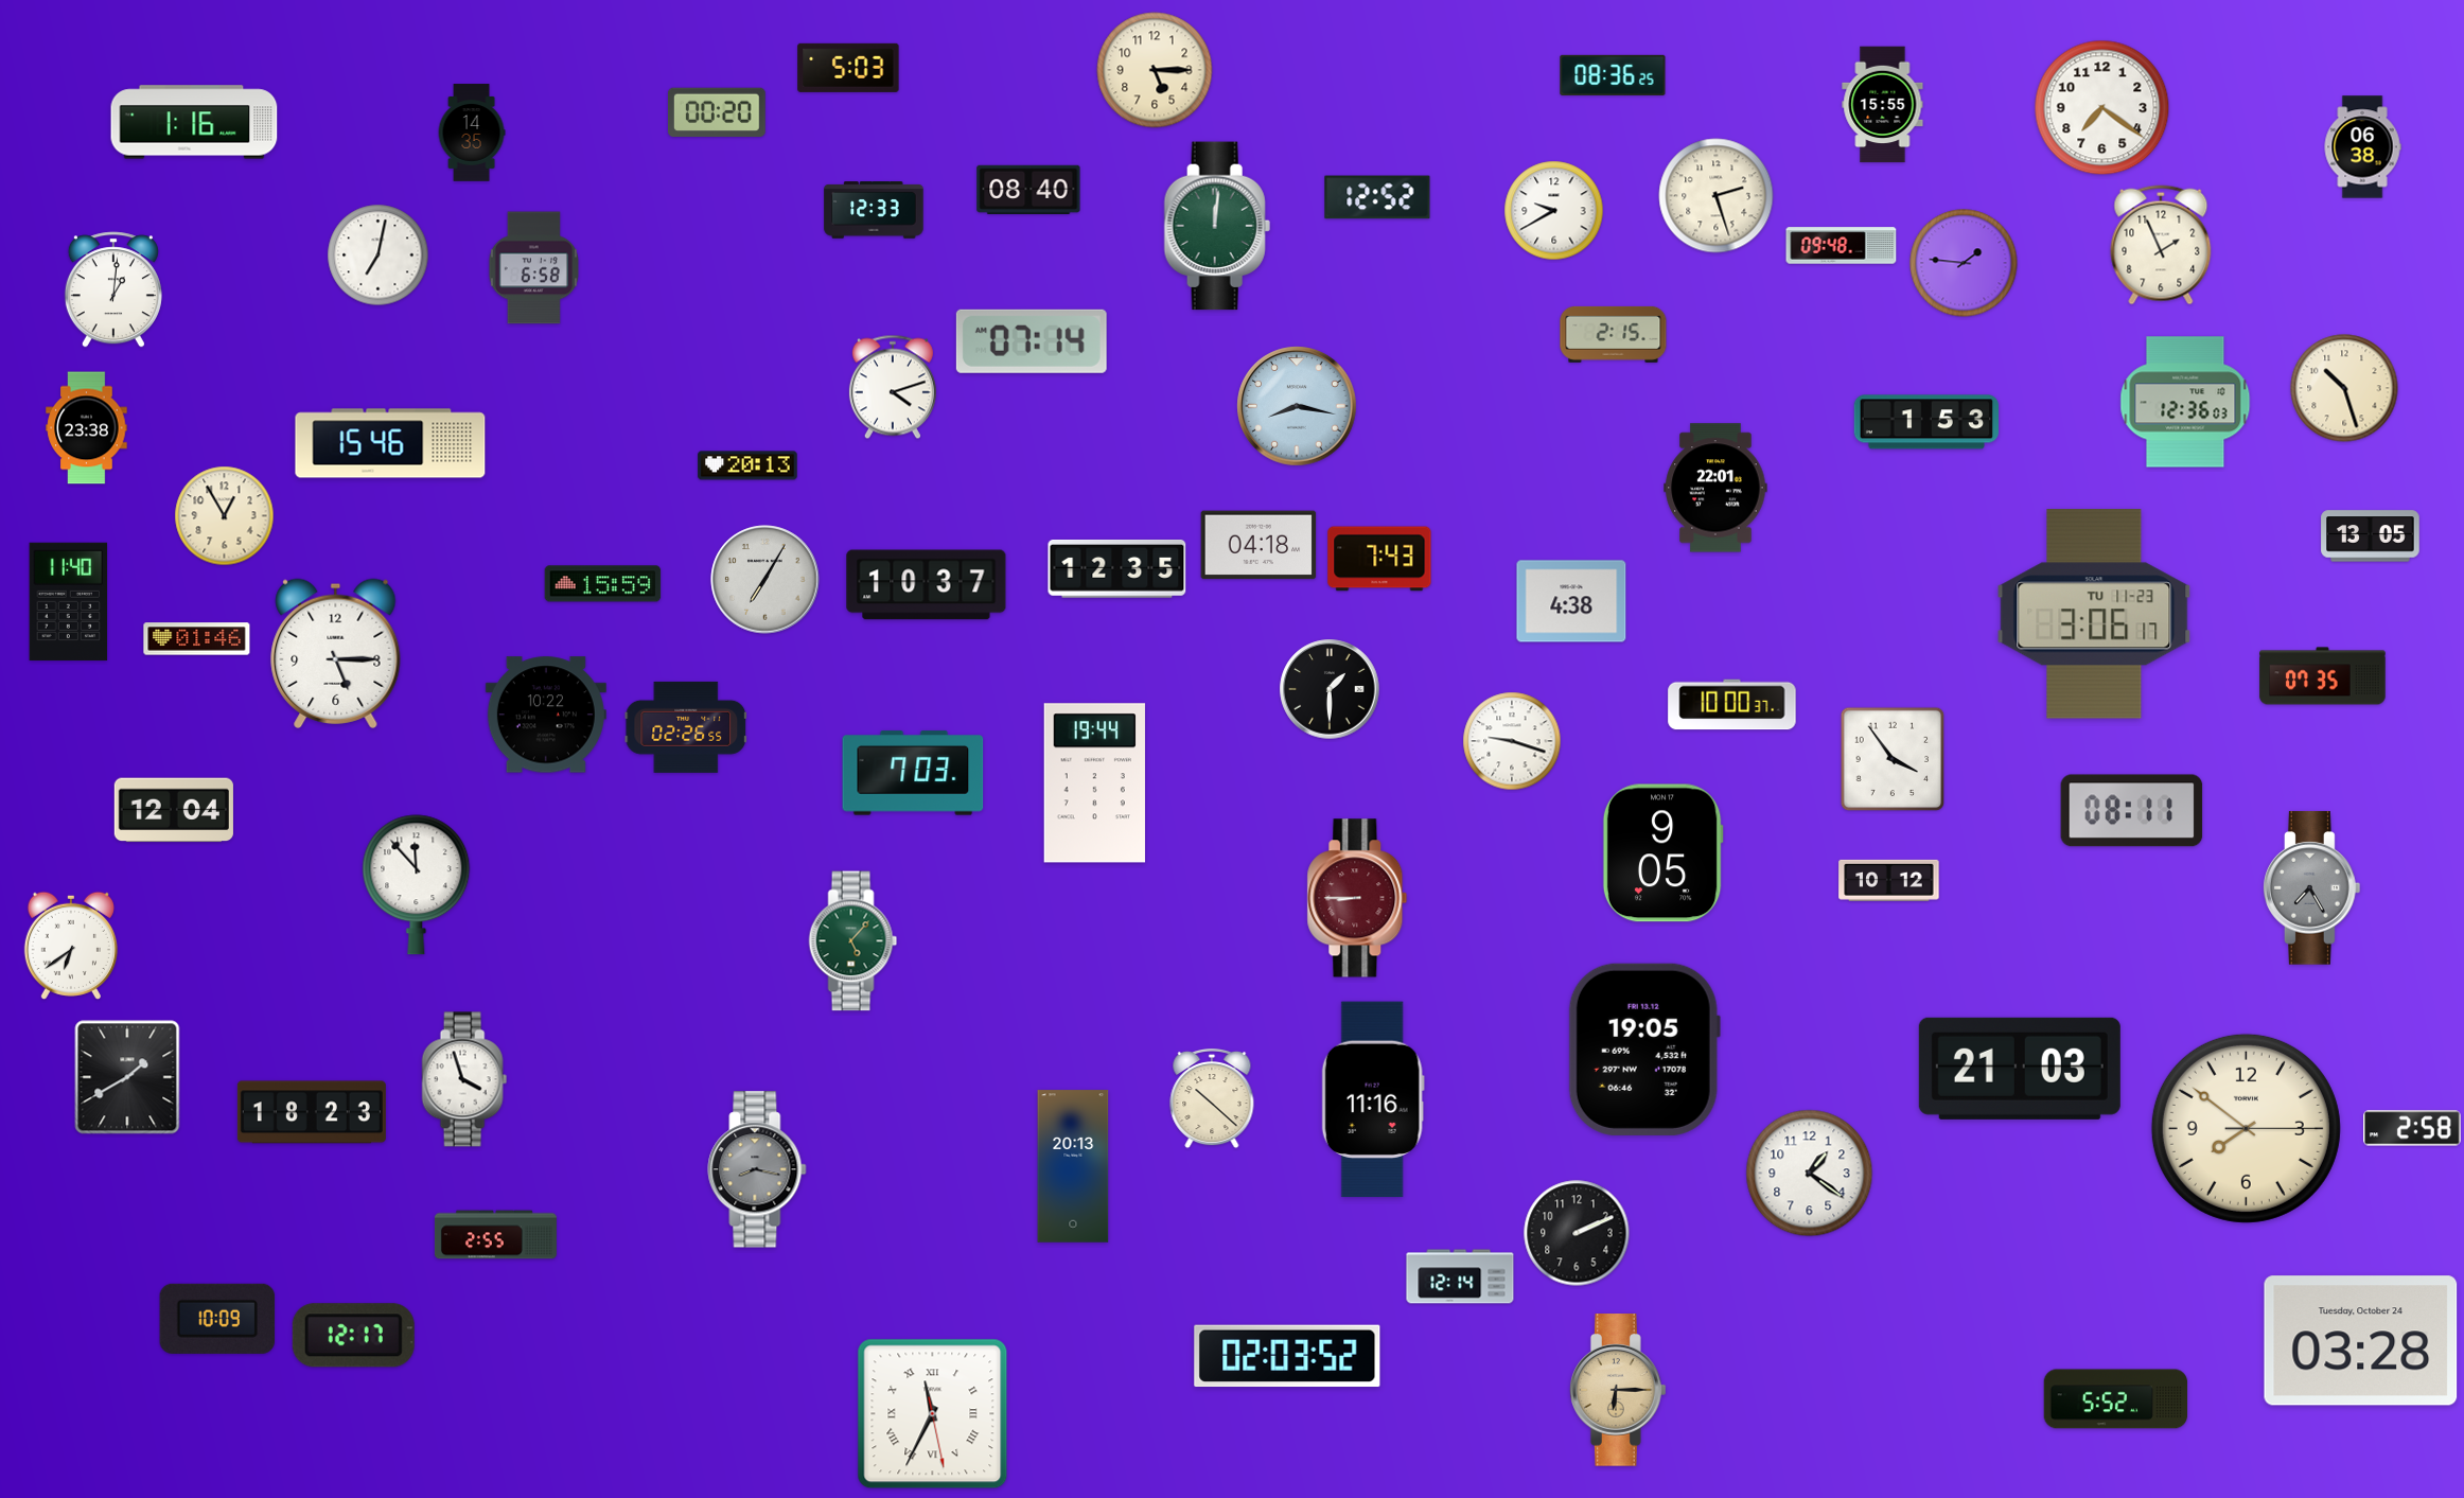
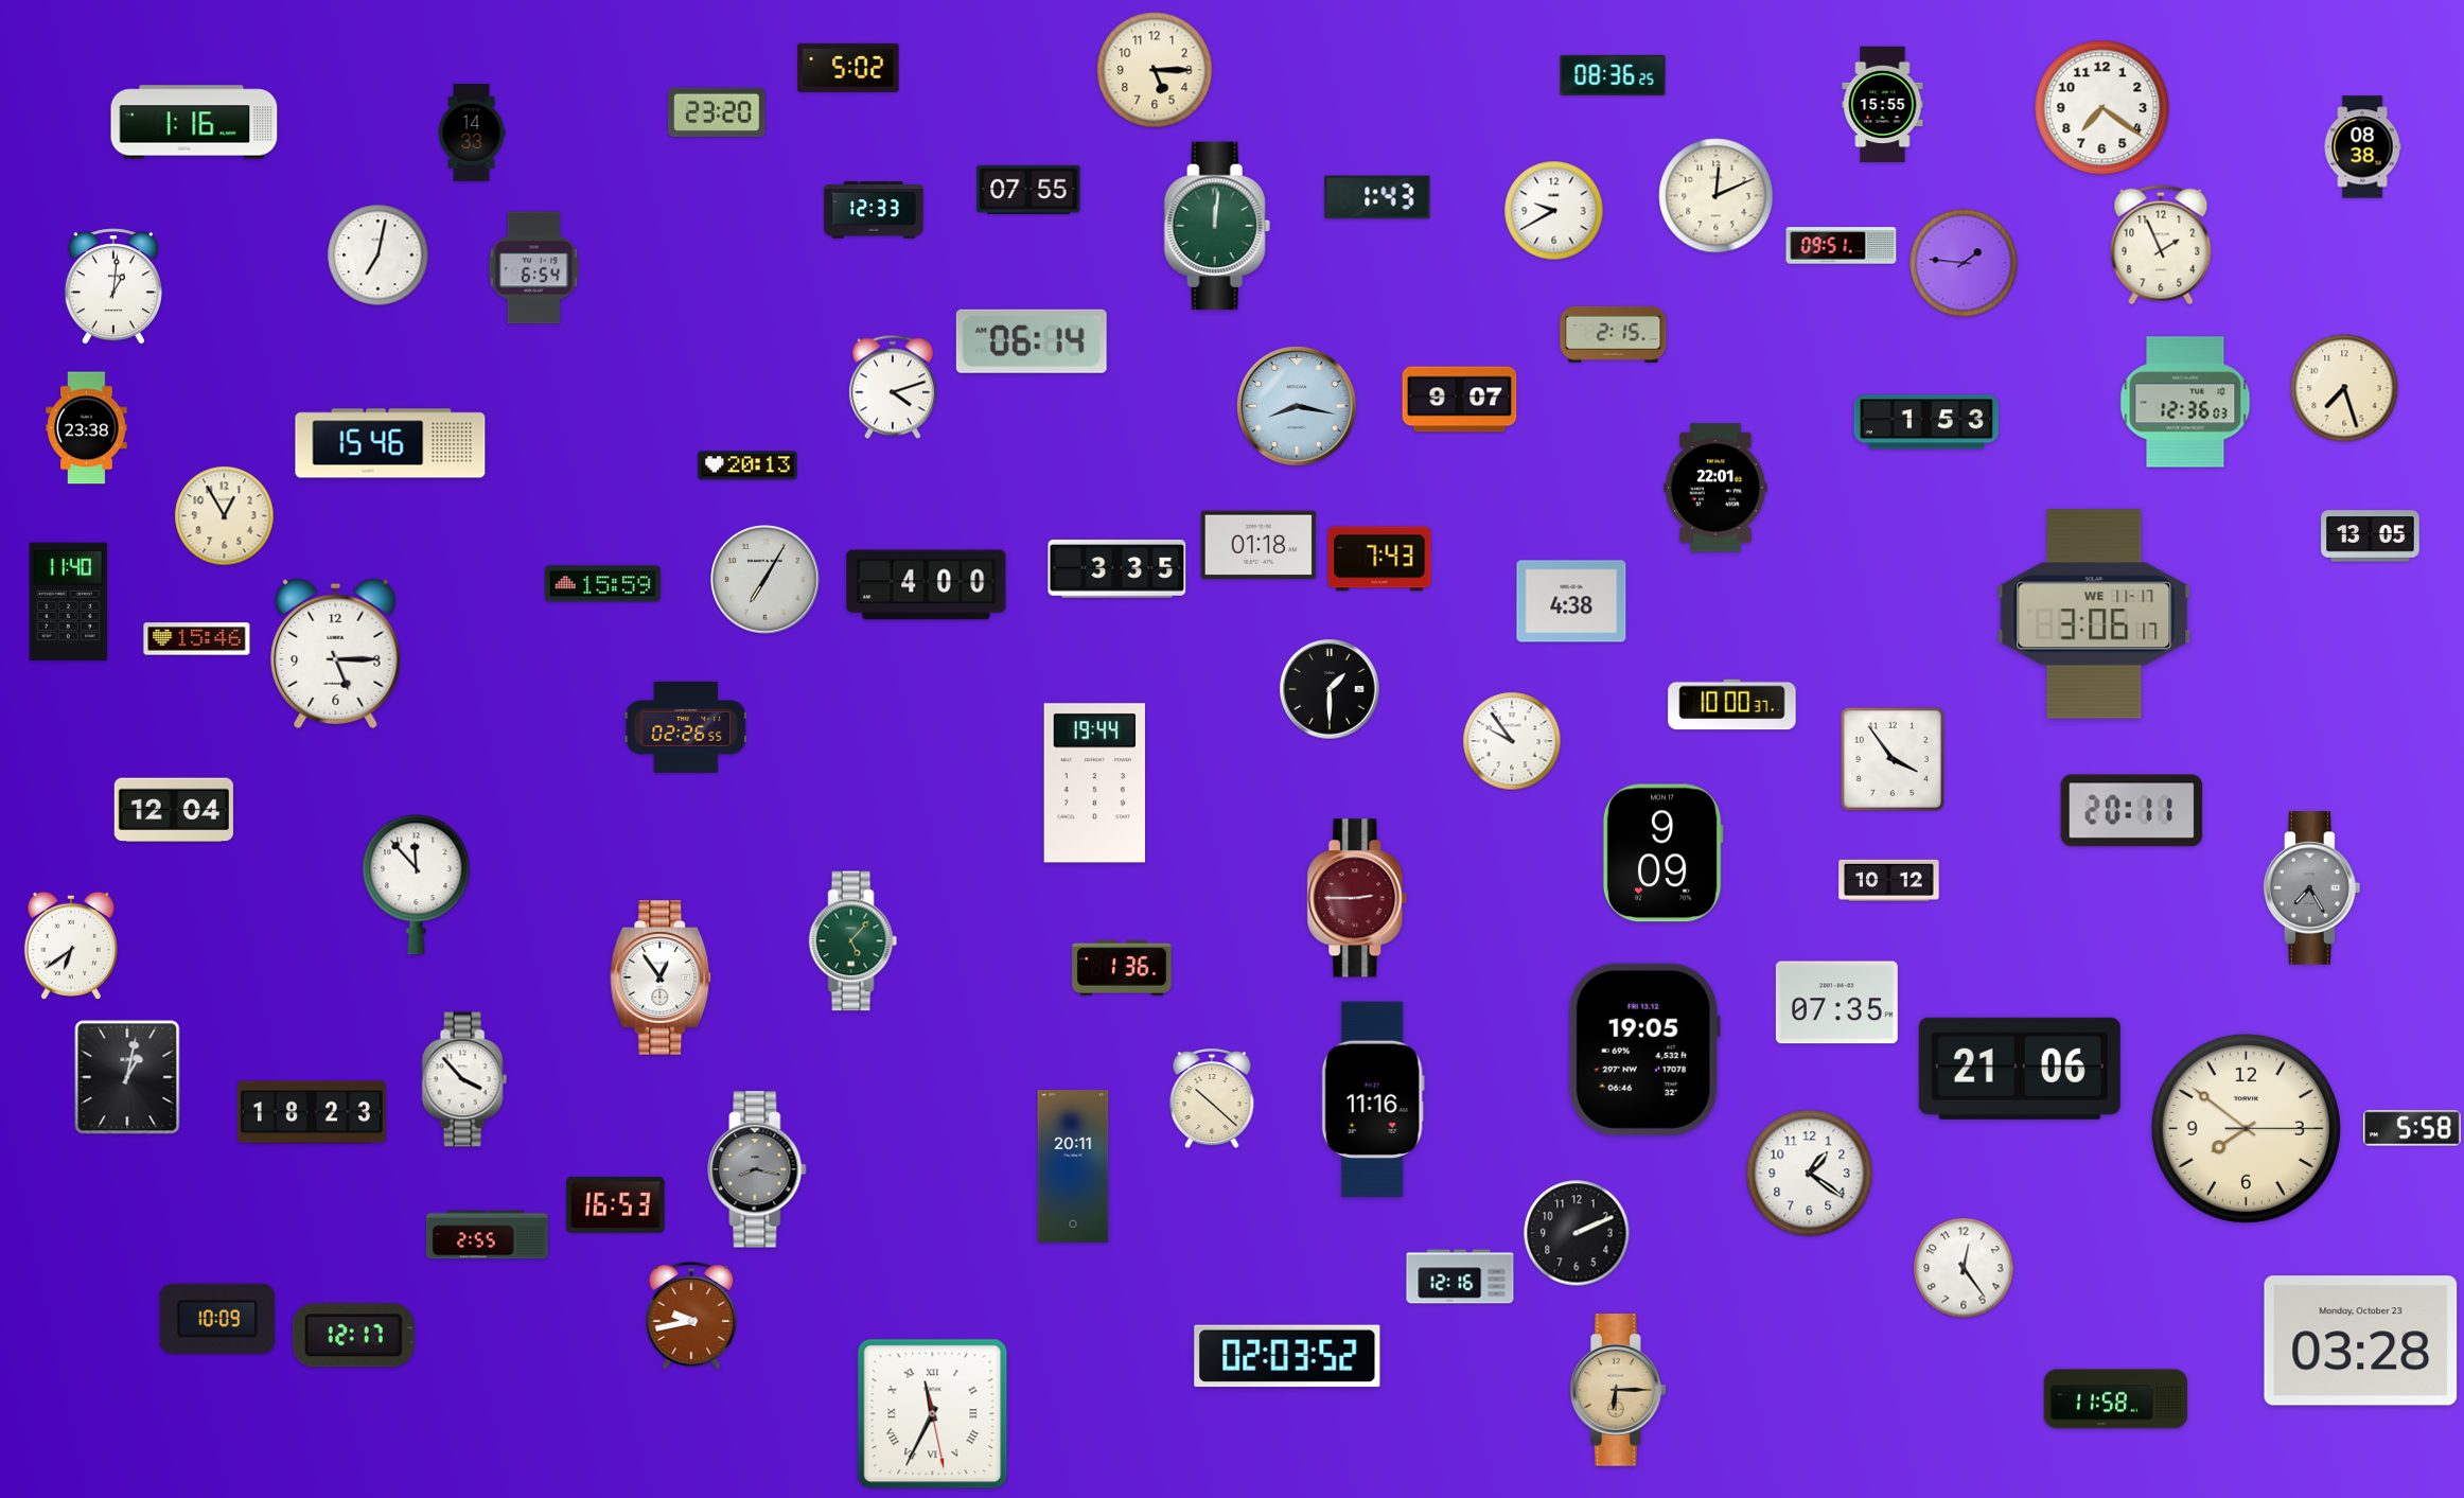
clock at (848, 68): 5:03 -> 5:02
clock at (718, 112): 00:20 -> 23:20
clock at (472, 133): 14:35 -> 14:33
clock at (2362, 147): 06:38 -> 08:38
clock at (1028, 190): 08:40 -> 07:55
clock at (1717, 196): 2:27 -> 12:11
clock at (1377, 197): 12:52 -> 1:43
clock at (1842, 246): 09:48 -> 09:51
clock at (533, 268): 6:58 -> 6:54
clock at (113, 289) position: (113, 289) -> (113, 286)
clock at (1032, 341): 07:14 -> 06:14
clock at (2344, 388): 10:27 -> 7:27
clock at (1460, 400): none -> 9:07
clock at (1259, 545): 04:18 -> 01:18
clock at (1117, 569): 12:35 -> 3:35
clock at (927, 585): 10:37 -> 4:00
clock at (2094, 614) date: TU 11-23 -> WE 11-17
clock at (197, 639): 01:46 -> 15:46
clock at (2323, 676): 07:35 -> none
clock at (546, 715): 10:22 -> none
clock at (1512, 741): 9:18 -> 9:54
clock at (913, 773): 7:03 -> none
clock at (2132, 811): 08:11 -> 20:11
clock at (1662, 853): 9:05 -> 9:09
clock at (1357, 898): 8:45 -> 2:45
clock at (1122, 968): none -> 1:36
clock at (661, 977): none -> 12:54
clock at (1836, 1003): none -> 07:35
clock at (2020, 1069): 21:03 -> 21:06
clock at (127, 1077): 1:40 -> 1:02
clock at (464, 1079): 3:57 -> 3:53
clock at (2413, 1128): 2:58 -> 5:58
clock at (1073, 1166): 20:13 -> 20:11
clock at (616, 1204): none -> 16:53
clock at (495, 1235) position: (495, 1235) -> (487, 1235)
clock at (1964, 1268): none -> 12:24
clock at (1460, 1276): 12:14 -> 12:16
clock at (691, 1317): none -> 9:43
clock at (2361, 1341) date: Tuesday, October 24 -> Monday, October 23
clock at (2116, 1399): 5:52 -> 11:58
